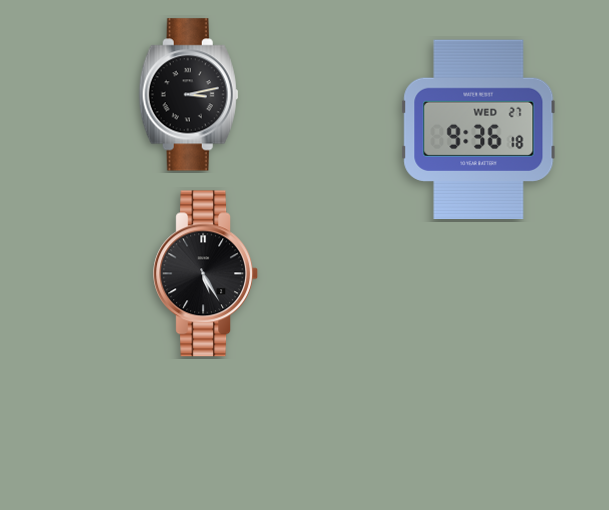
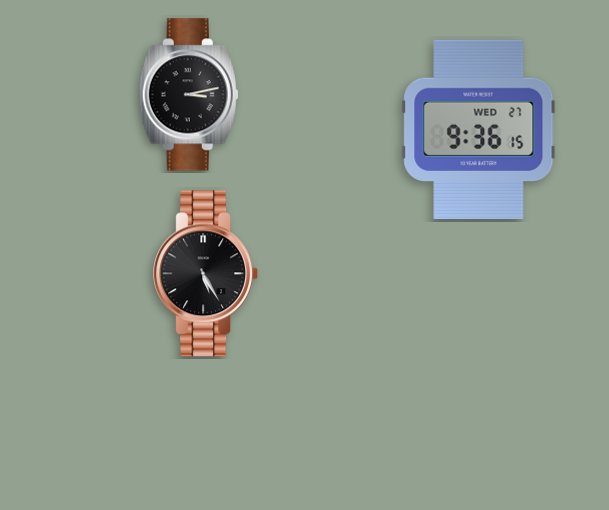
clock at (479, 129): 9:36:18 -> 9:36:15
